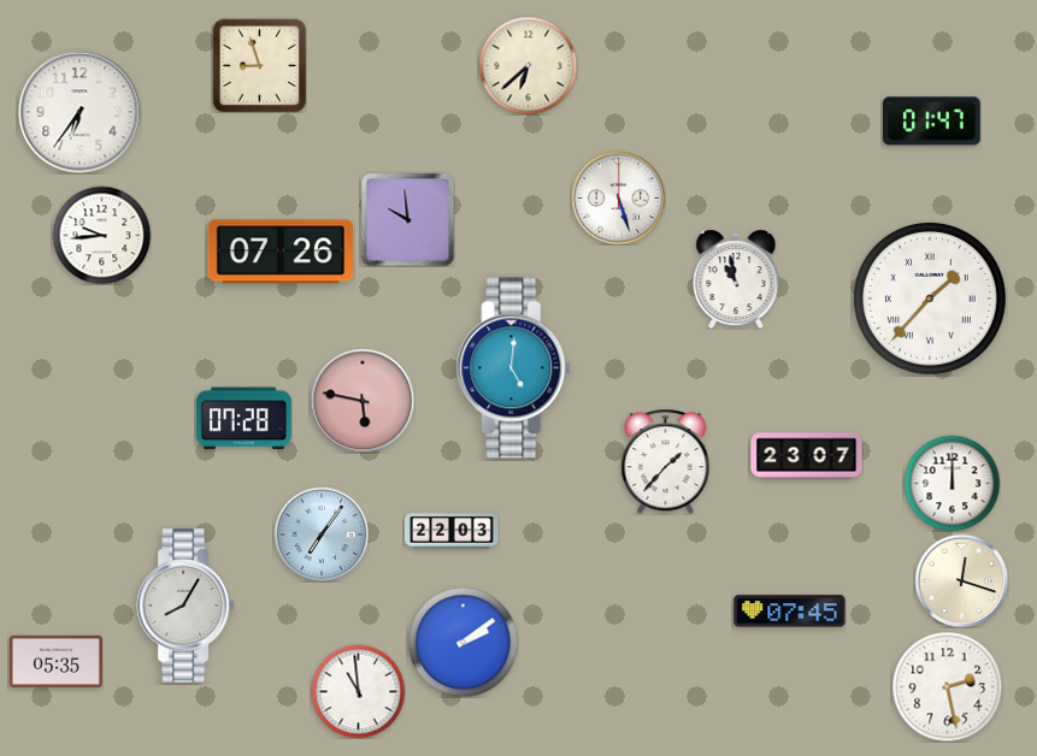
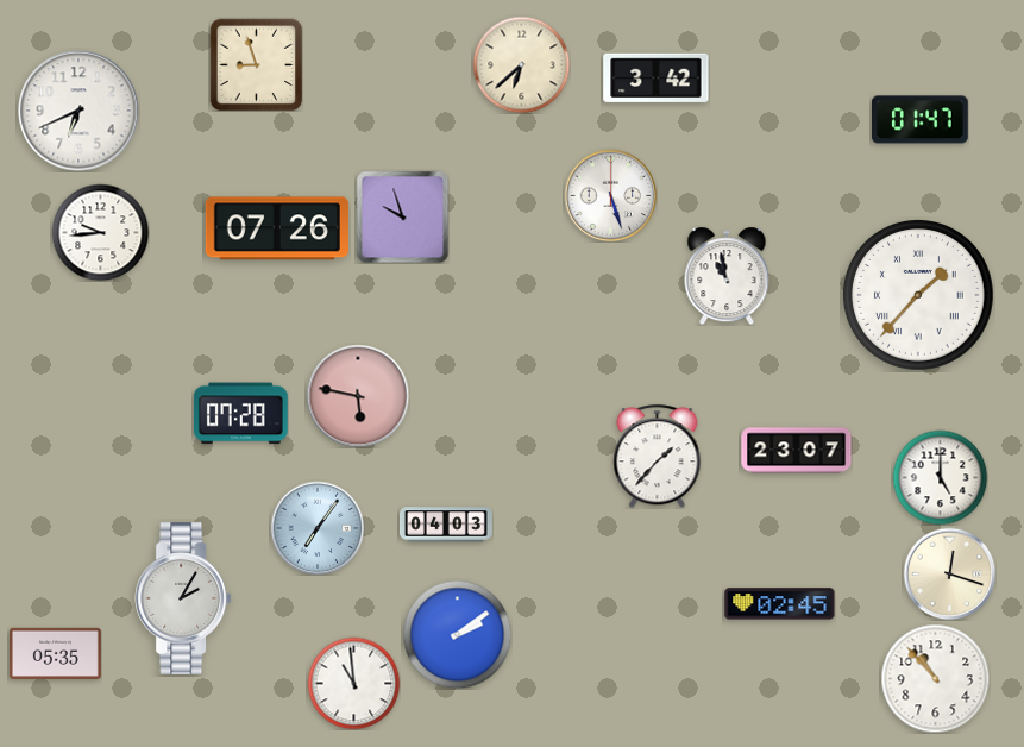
clock at (657, 79): none -> 3:42
clock at (79, 112): 6:36 -> 6:41
clock at (407, 219): 9:59 -> 9:57
clock at (281, 252) position: (281, 252) -> (277, 228)
clock at (514, 368): 5:01 -> none
clock at (951, 483): 12:00 -> 5:00
clock at (452, 531): 22:03 -> 04:03
clock at (185, 606): 8:05 -> 2:05
clock at (790, 612): 07:45 -> 02:45
clock at (947, 686): 2:28 -> 10:53
